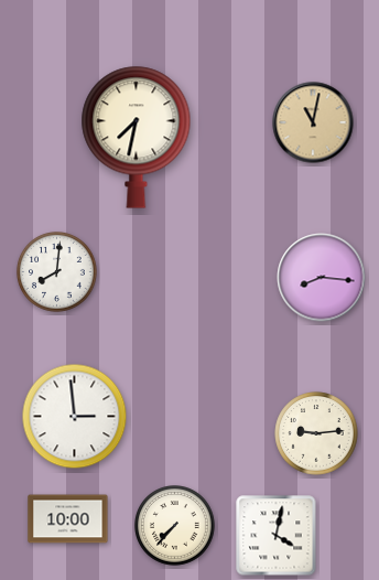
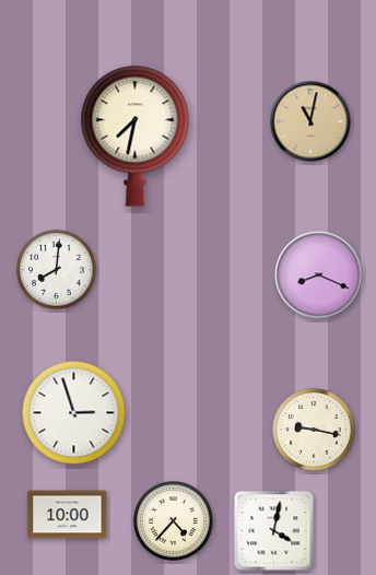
clock at (322, 278): 8:16 -> 8:19
clock at (75, 417): 2:59 -> 2:57
clock at (316, 433): 9:14 -> 9:17
clock at (175, 526): 7:37 -> 4:37
